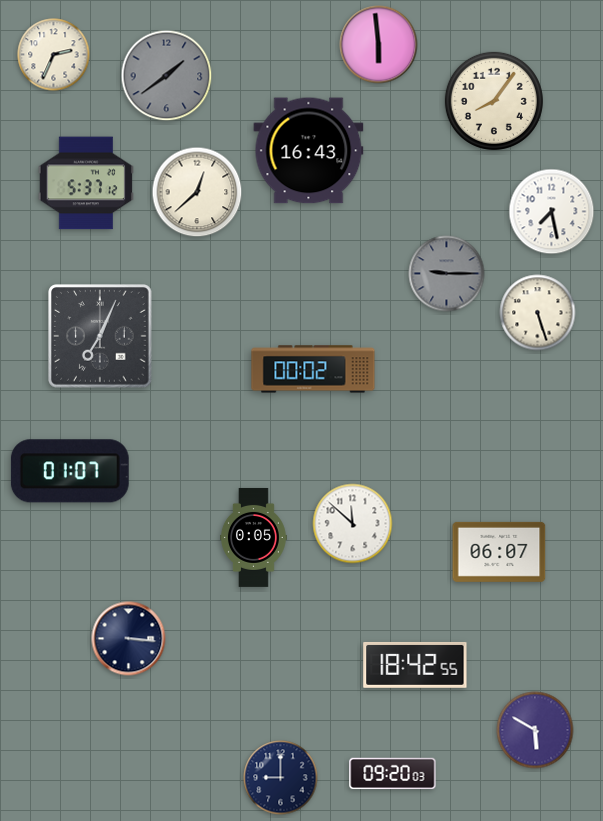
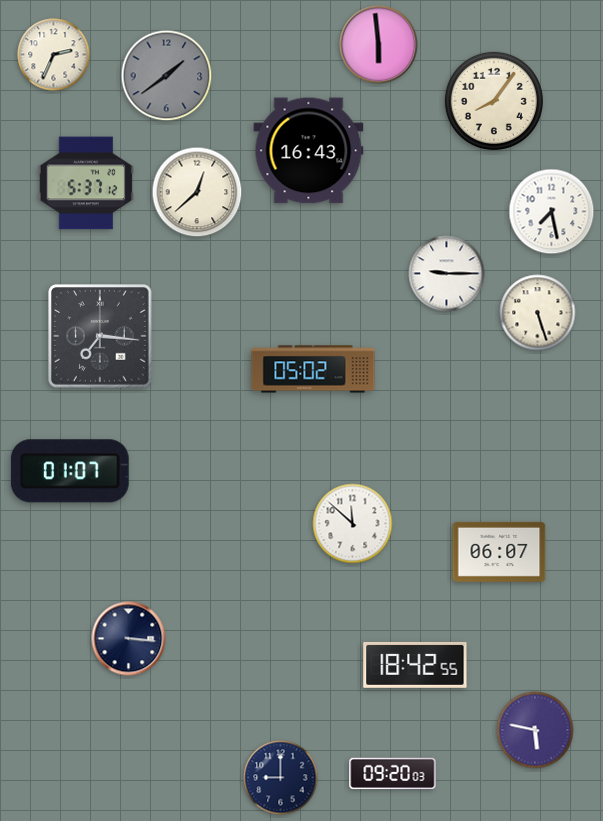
clock at (447, 274) dial: grey -> white
clock at (100, 336): 7:04 -> 7:16
clock at (313, 369): 00:02 -> 05:02
clock at (254, 537): 0:05 -> none
clock at (535, 730): 5:50 -> 5:47
